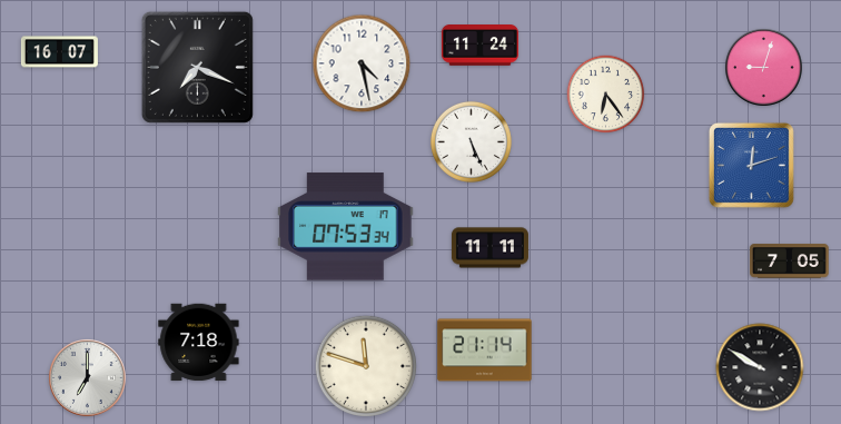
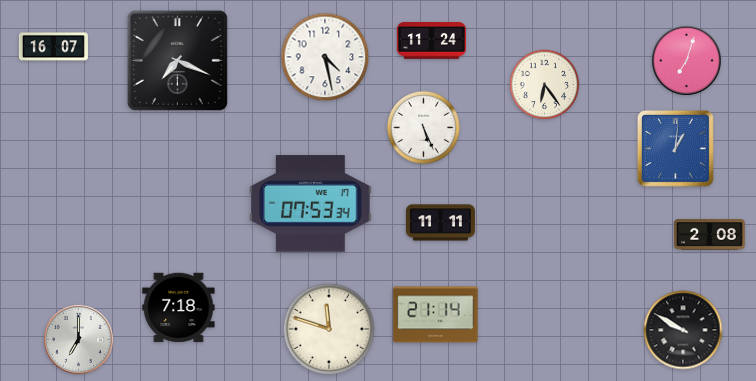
clock at (764, 68): 9:03 -> 7:03
clock at (751, 165): 12:12 -> 1:01
clock at (790, 262): 7:05 -> 2:08
